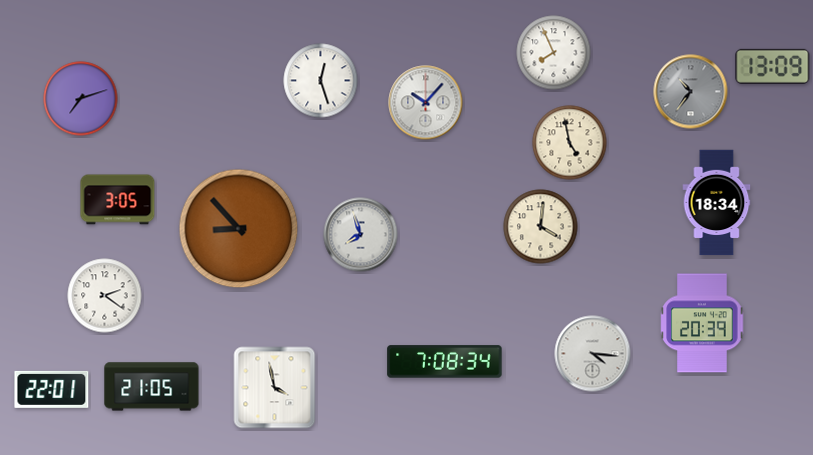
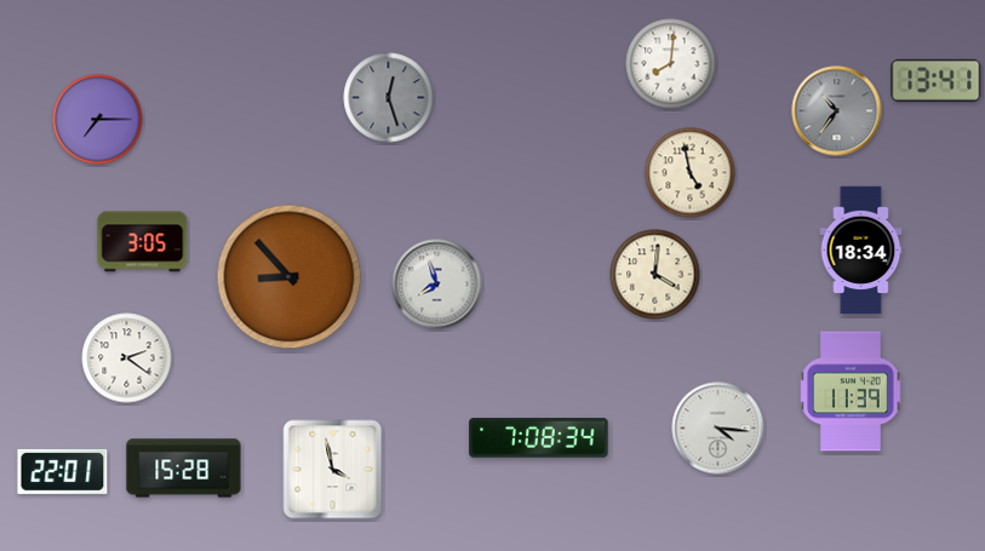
clock at (554, 53): 7:56 -> 8:01
clock at (773, 66): 13:09 -> 13:41
clock at (321, 81) dial: white -> grey
clock at (81, 99): 7:12 -> 7:15
clock at (426, 103): 10:07 -> none
clock at (717, 203) position: (717, 203) -> (861, 251)
clock at (702, 323): 20:39 -> 11:39
clock at (152, 387): 21:05 -> 15:28
